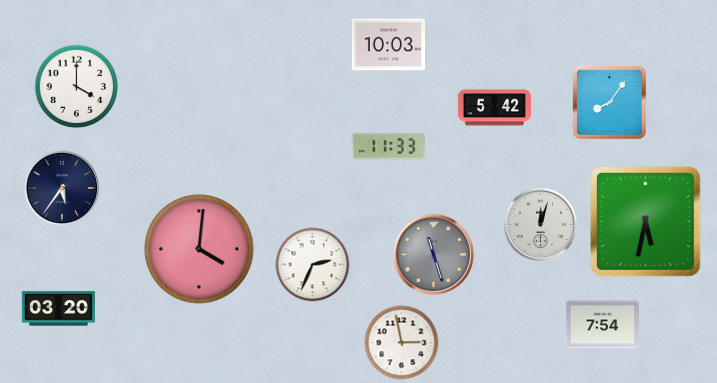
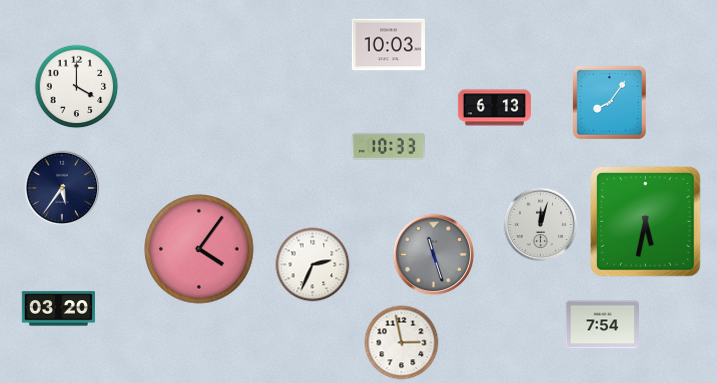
clock at (494, 108): 5:42 -> 6:13
clock at (388, 146): 11:33 -> 10:33
clock at (199, 249): 4:01 -> 4:06
